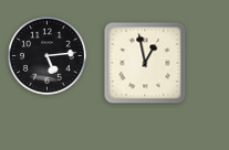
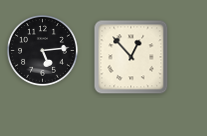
clock at (145, 63): 12:58 -> 12:53
